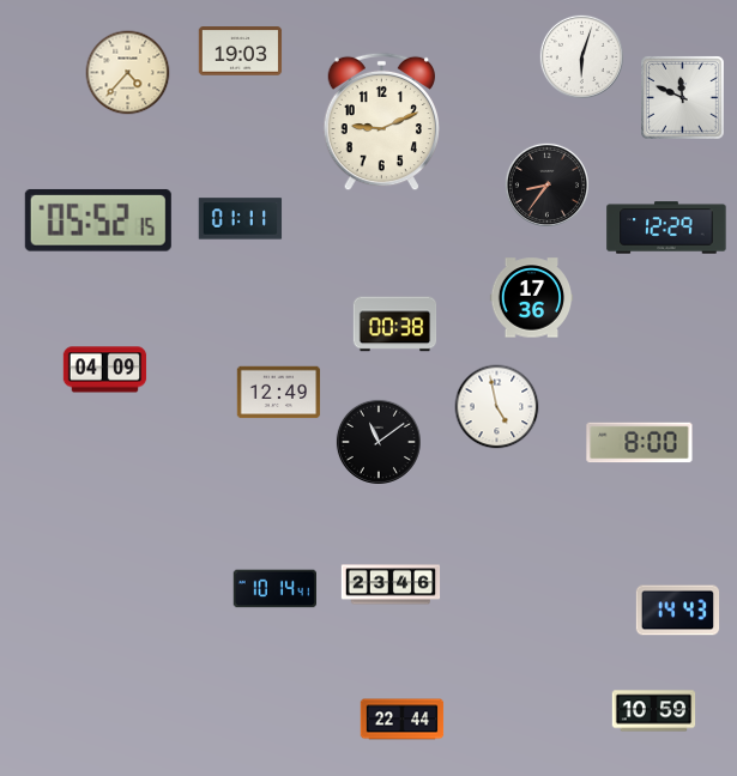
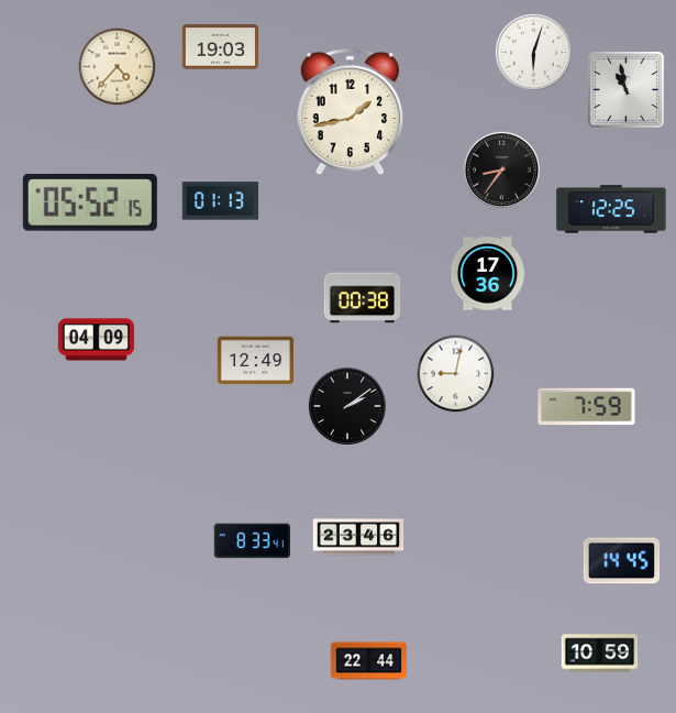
clock at (683, 98): 11:49 -> 10:58
clock at (382, 122): 9:11 -> 1:43
clock at (241, 219): 01:11 -> 01:13
clock at (666, 228): 12:29 -> 12:25
clock at (497, 407): 4:58 -> 9:02
clock at (379, 442): 11:09 -> 2:09
clock at (640, 443): 8:00 -> 7:59
clock at (276, 589): 10:14 -> 8:33
clock at (678, 611): 14:43 -> 14:45
